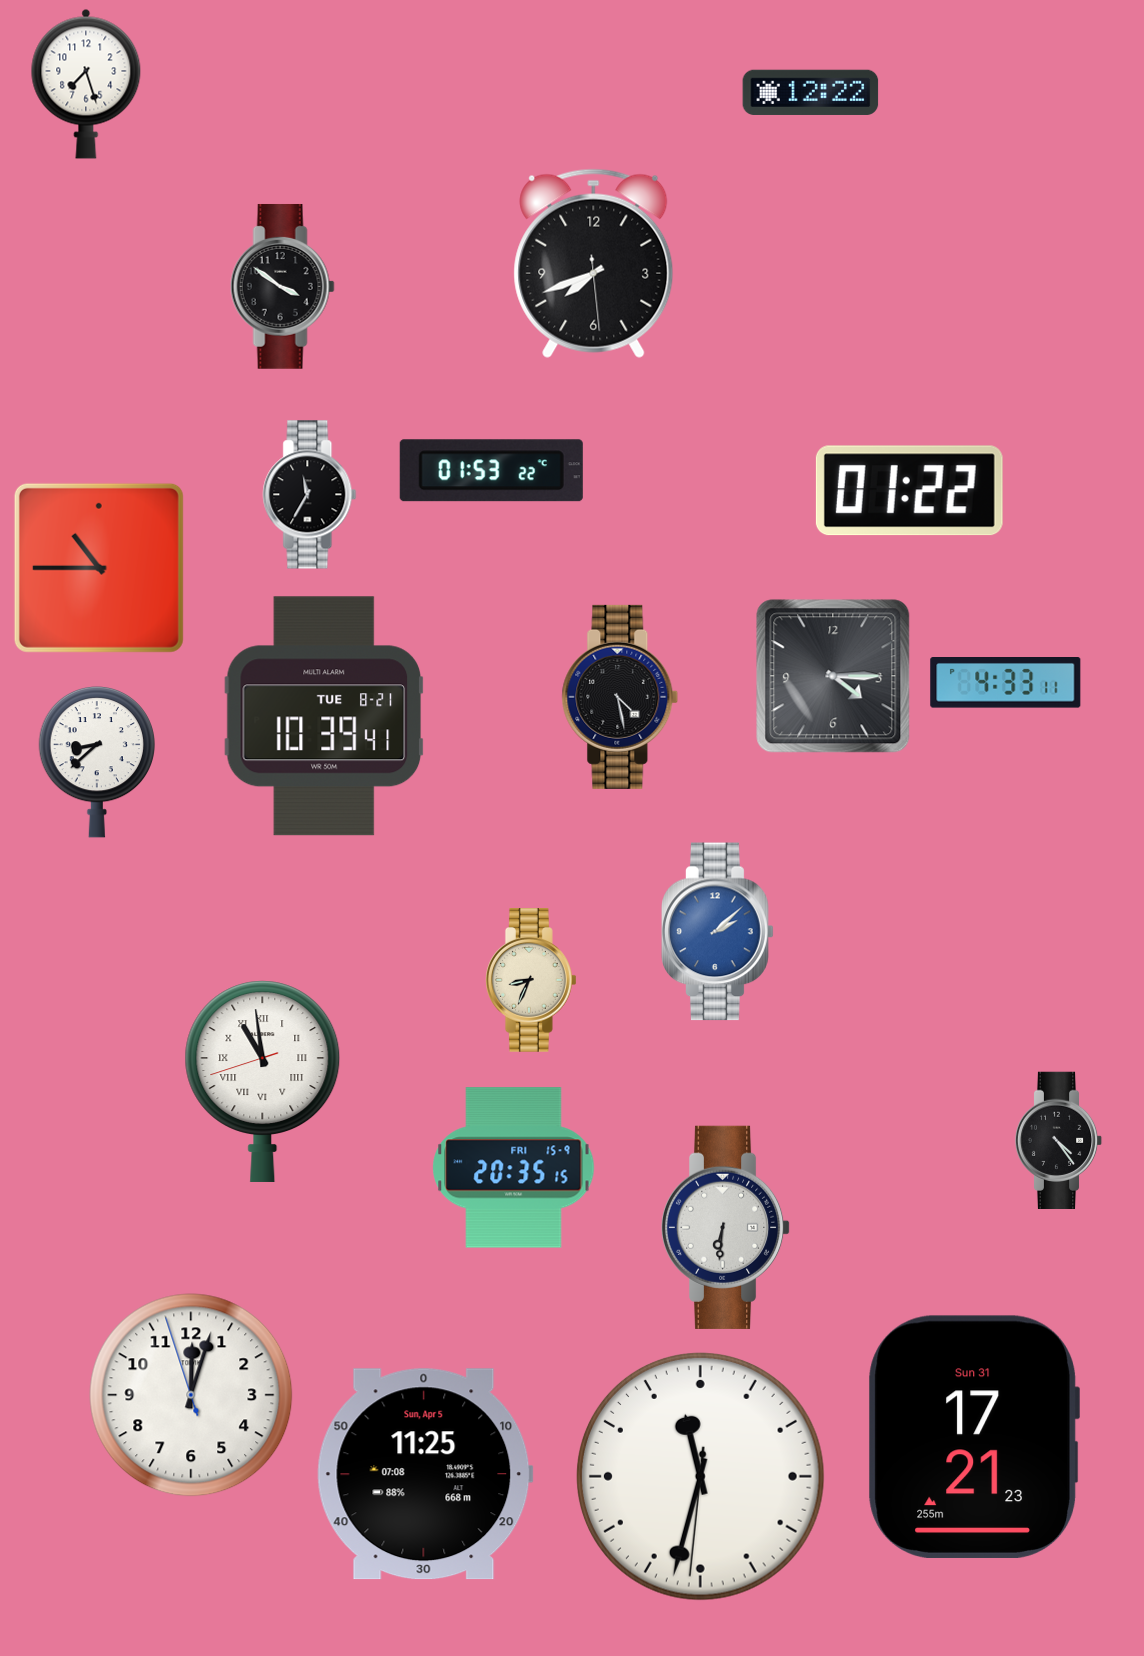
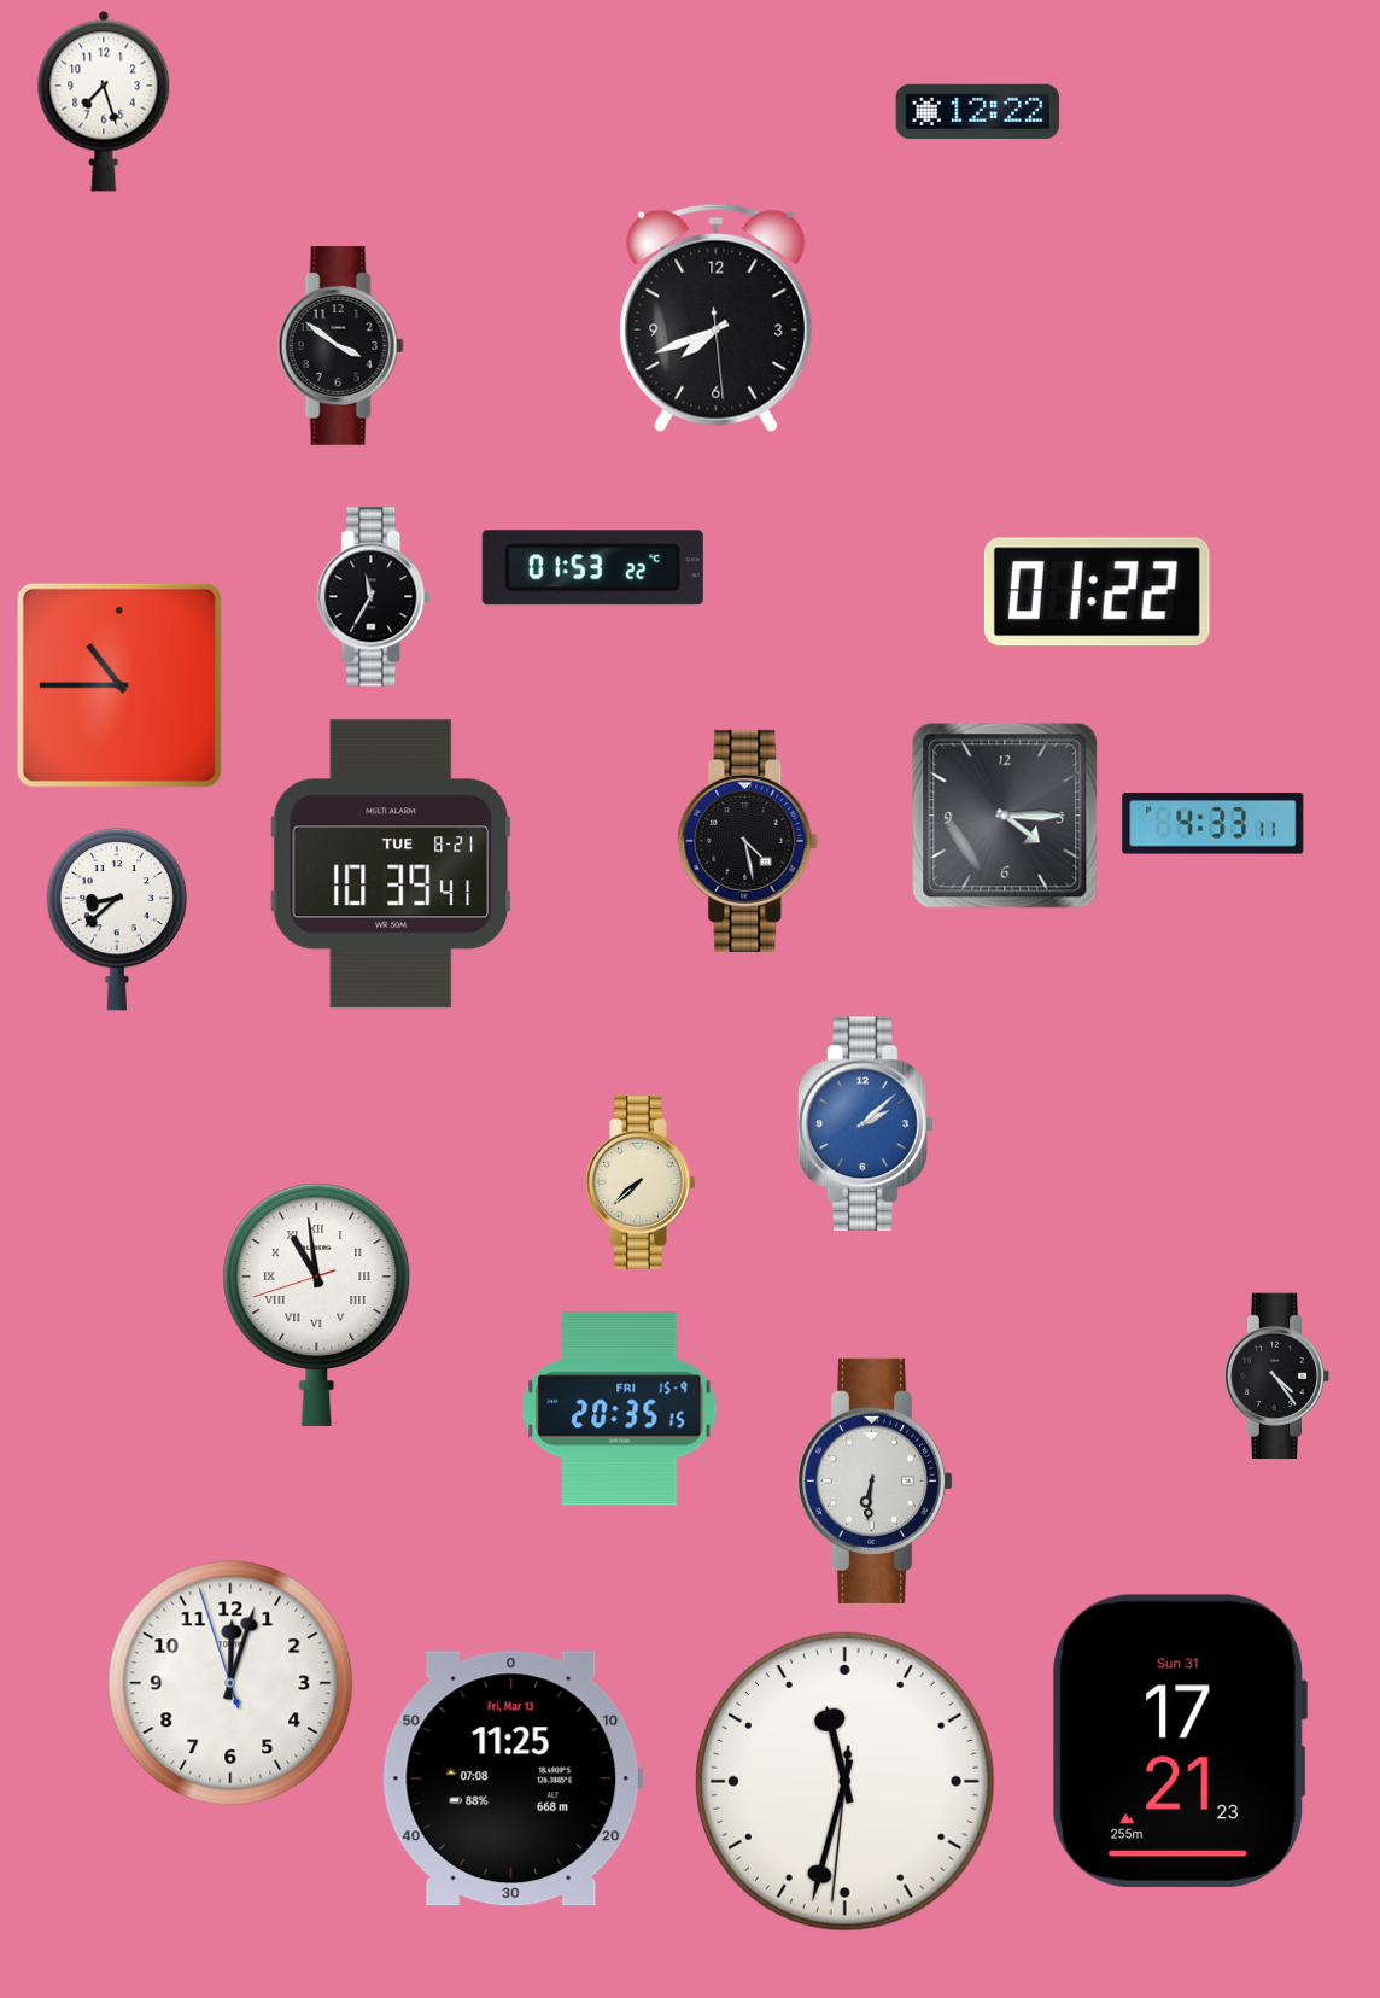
clock at (532, 981): 8:34 -> 7:38
clock at (973, 1437) position: (973, 1437) -> (1179, 1741)
clock at (425, 1474) date: Sun, Apr 5 -> Fri, Mar 13
